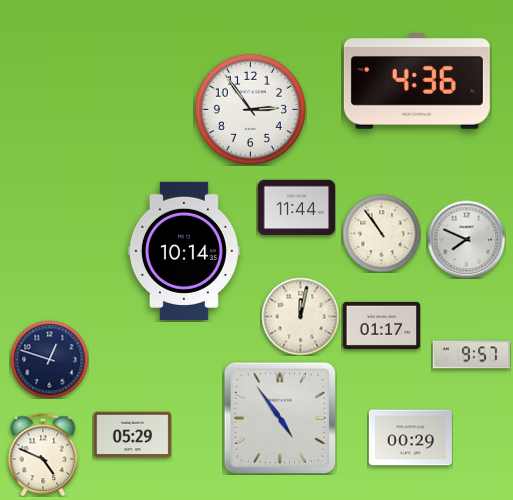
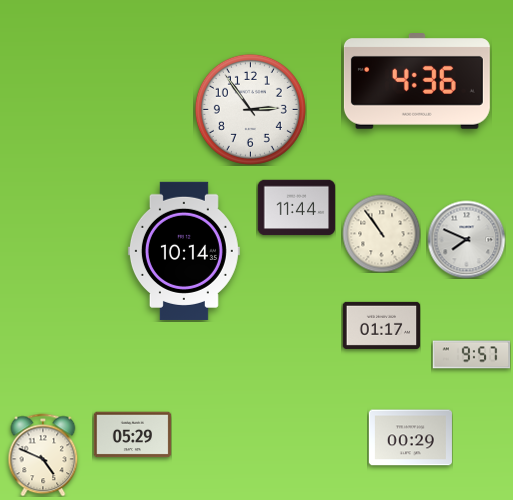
clock at (300, 316): 12:02 -> none
clock at (49, 359): 12:48 -> none
clock at (280, 418): 4:54 -> none
